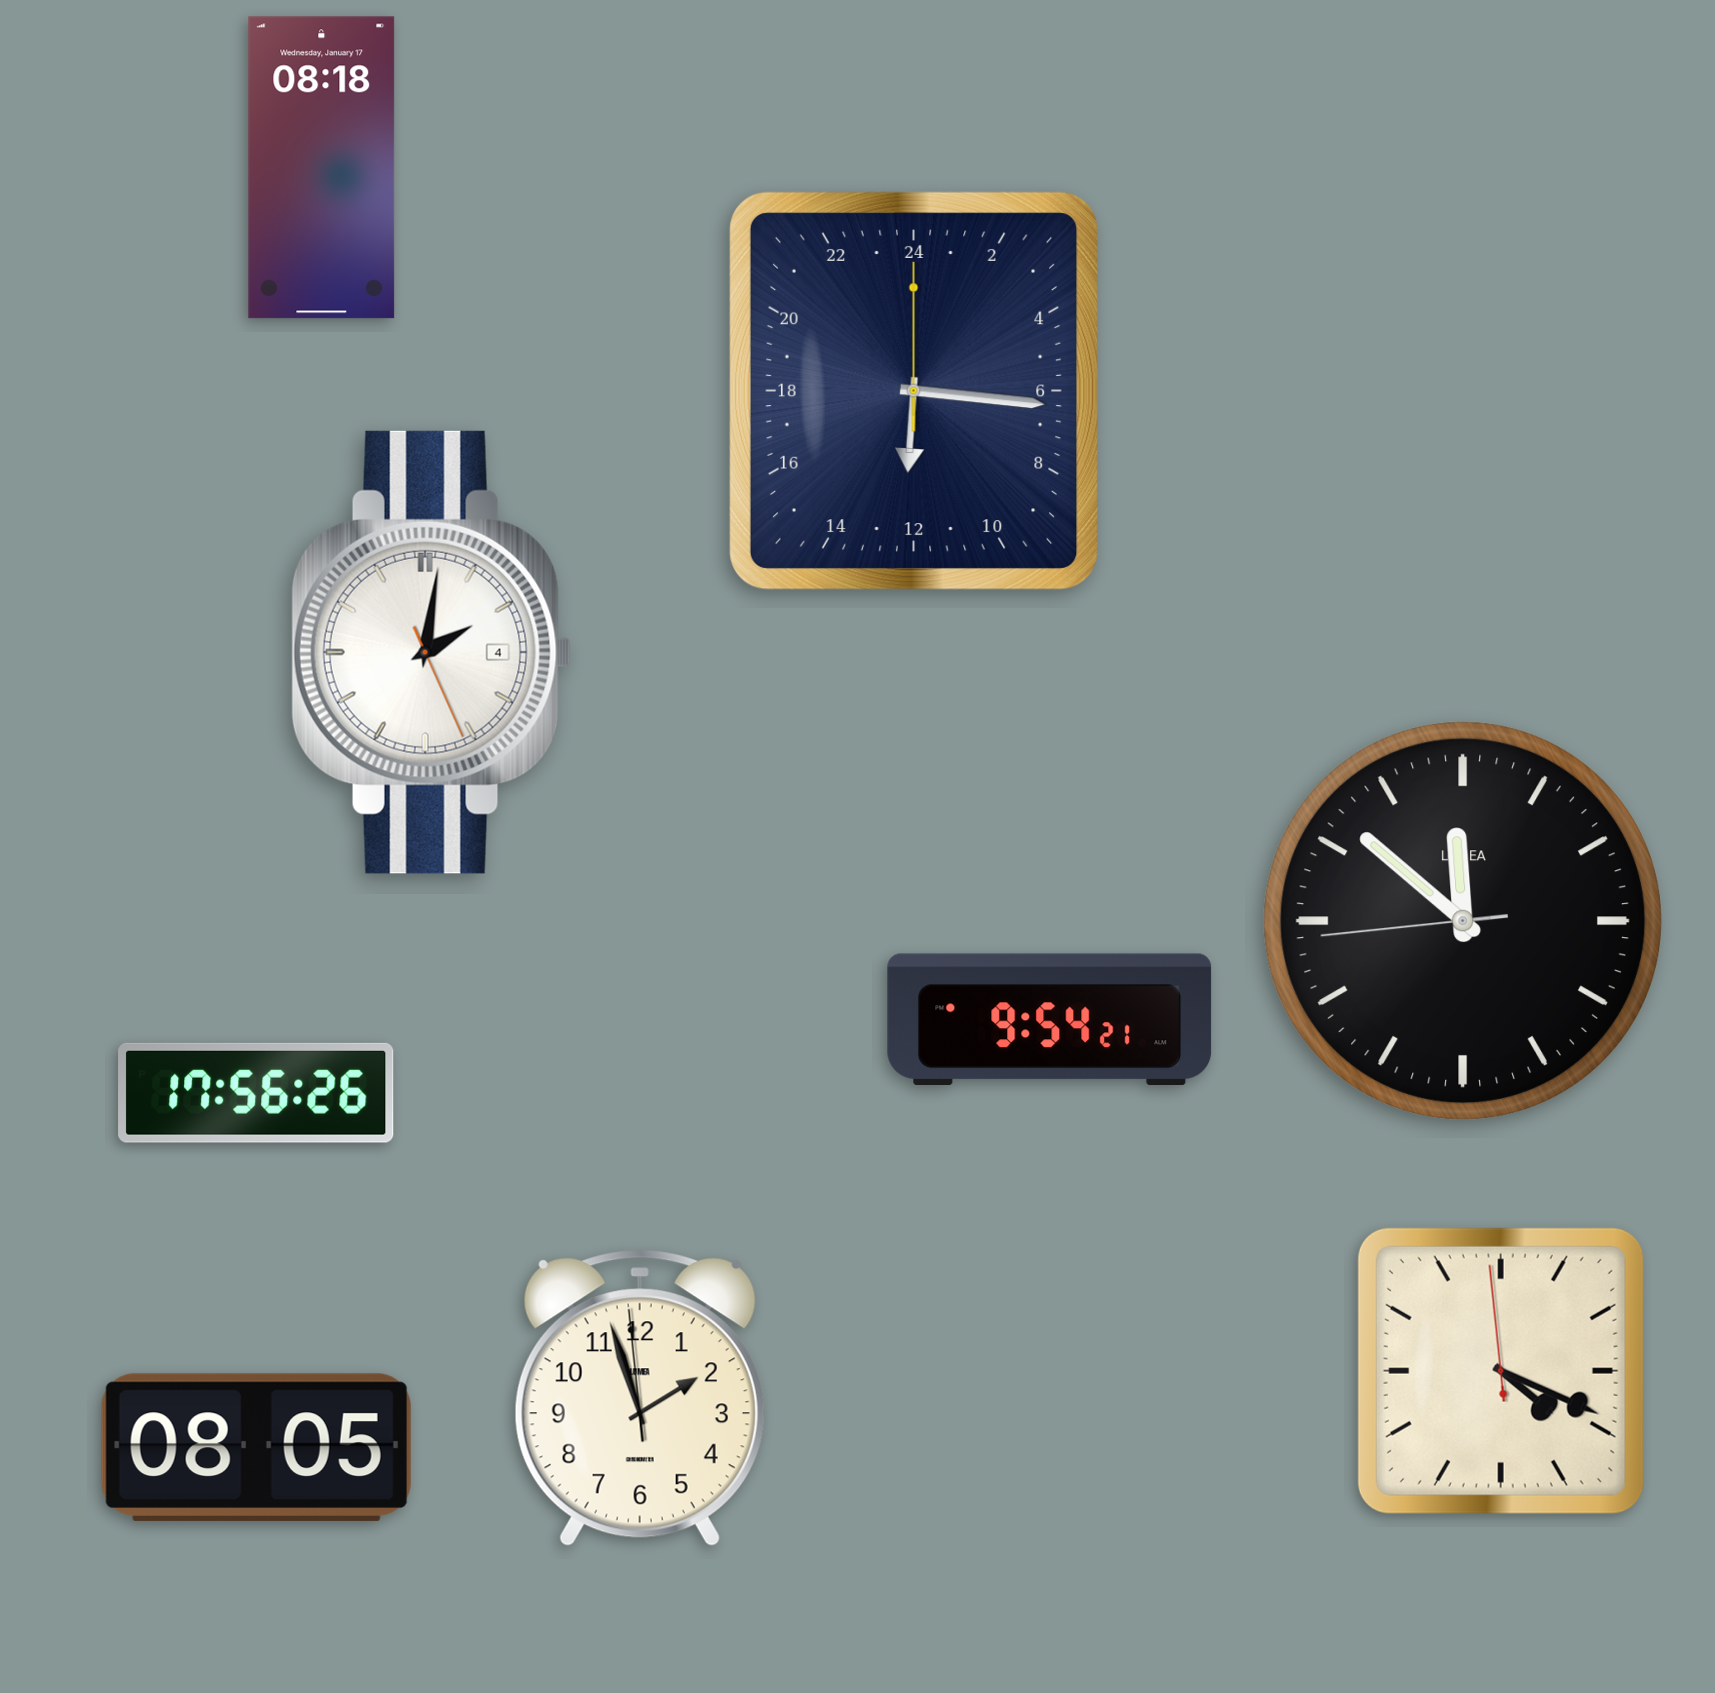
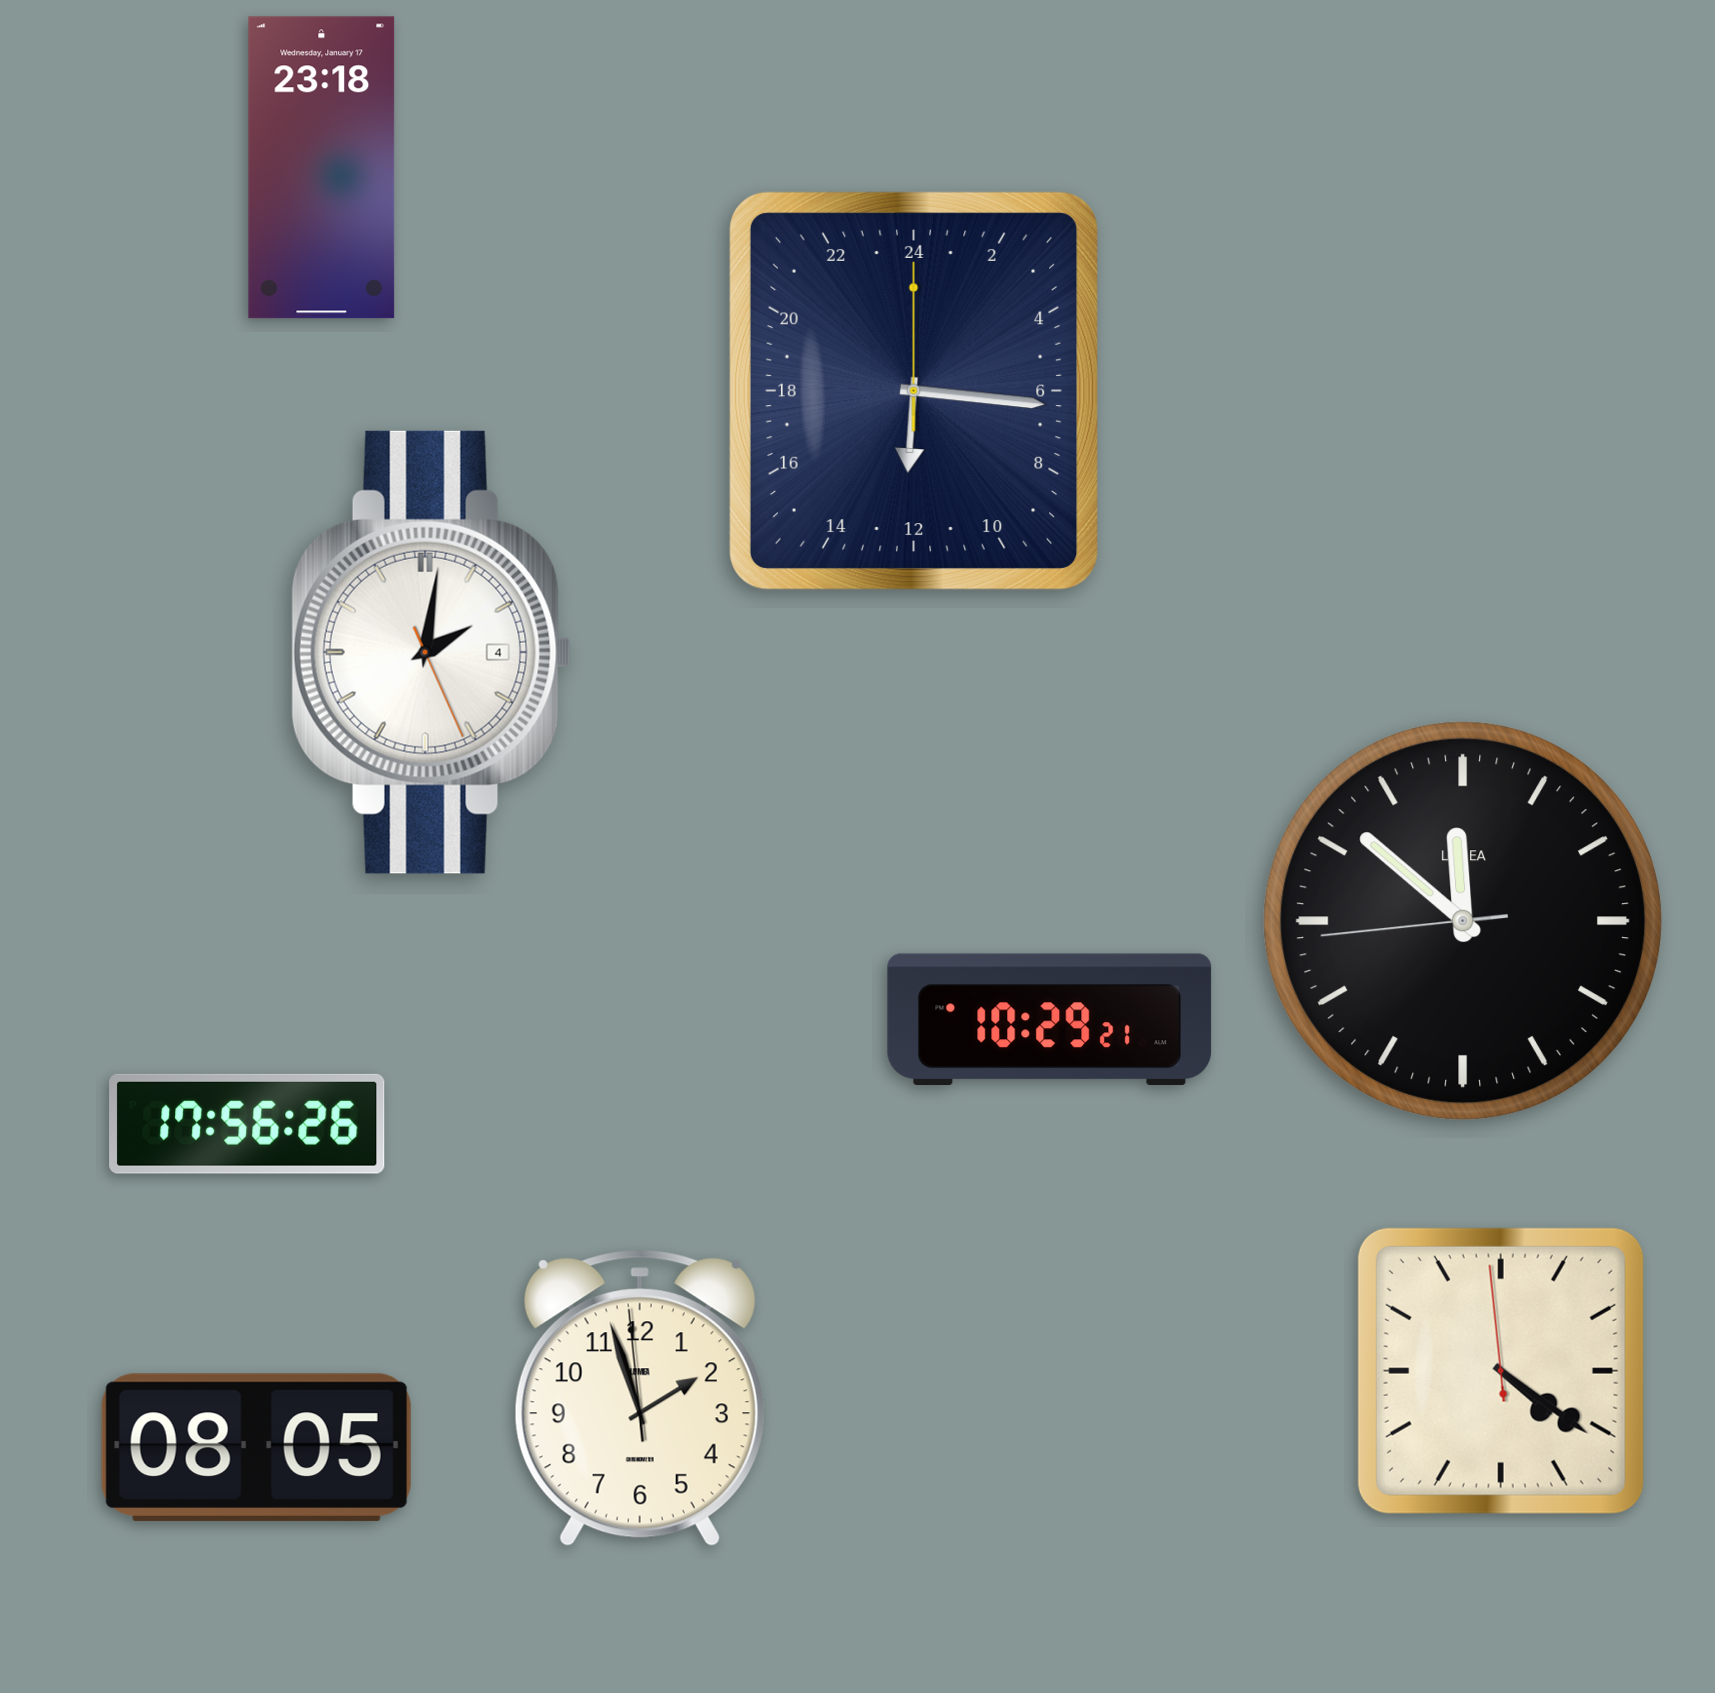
clock at (322, 168): 08:18 -> 23:18
clock at (1050, 1019): 9:54 -> 10:29
clock at (256, 1093) position: (256, 1093) -> (247, 1124)
clock at (1501, 1371): 4:18 -> 4:20
